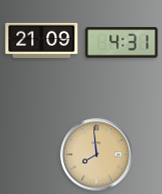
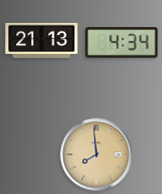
clock at (42, 40): 21:09 -> 21:13
clock at (122, 43): 4:31 -> 4:34
